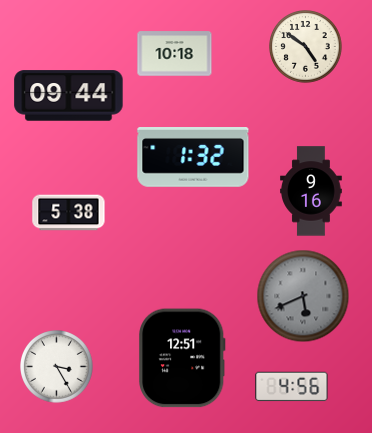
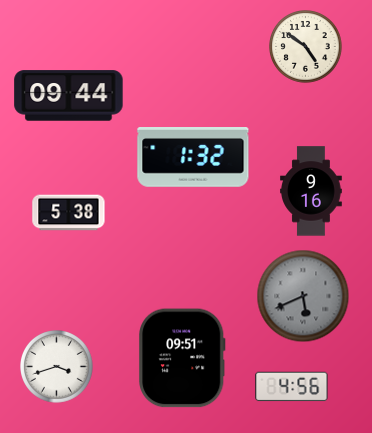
clock at (175, 54): 10:18 -> none
clock at (183, 358): 12:51 -> 09:51
clock at (57, 367): 3:25 -> 3:42
